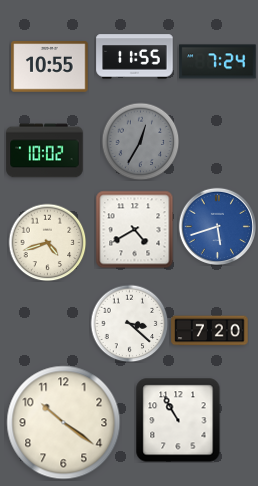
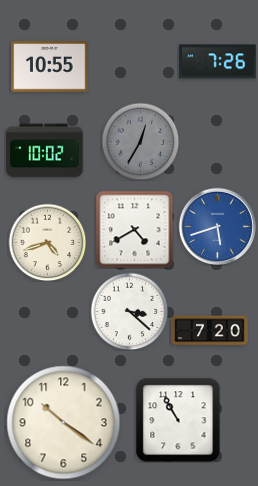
clock at (135, 57): 11:55 -> none
clock at (218, 62): 7:24 -> 7:26
clock at (129, 323) position: (129, 323) -> (129, 311)
